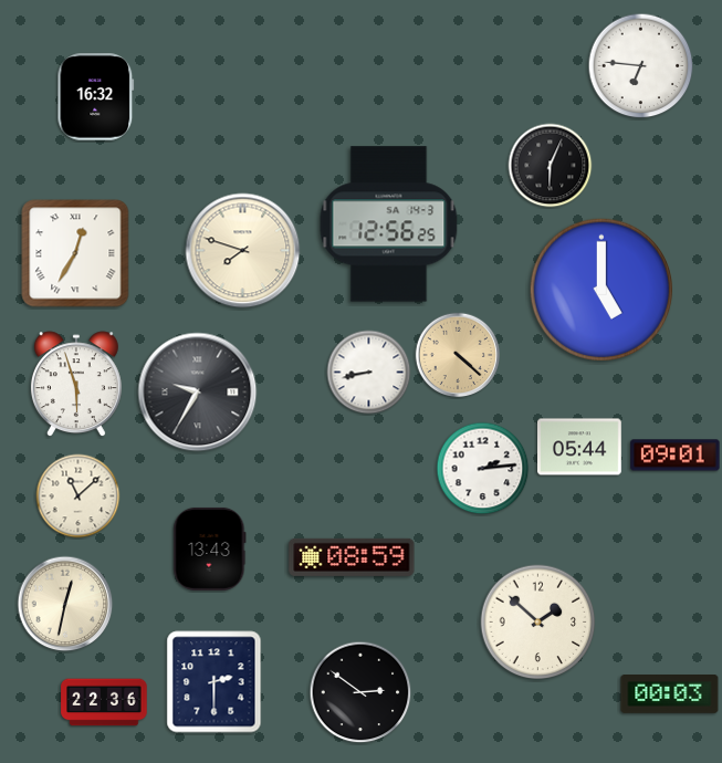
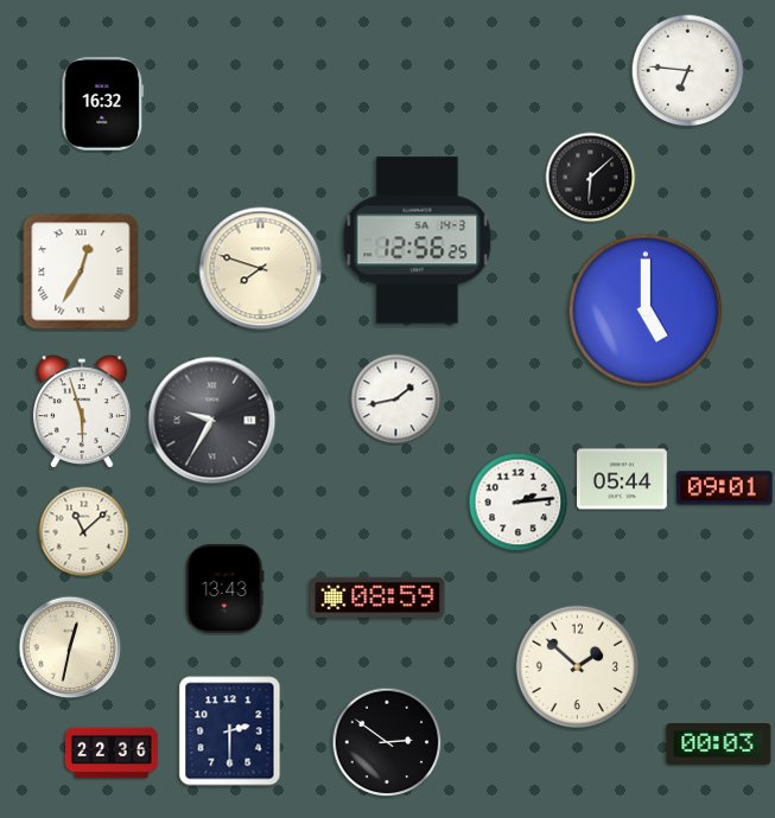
clock at (551, 166): 6:04 -> 6:08
clock at (458, 355): 4:22 -> none
clock at (369, 373): 8:43 -> 1:43
